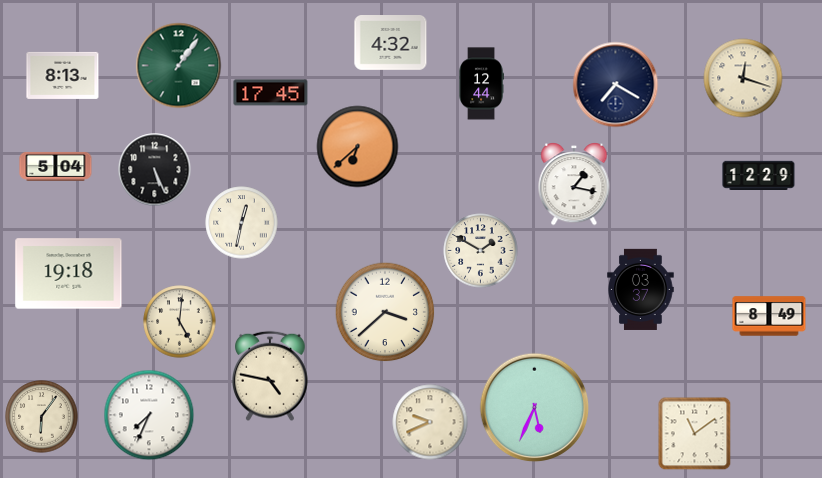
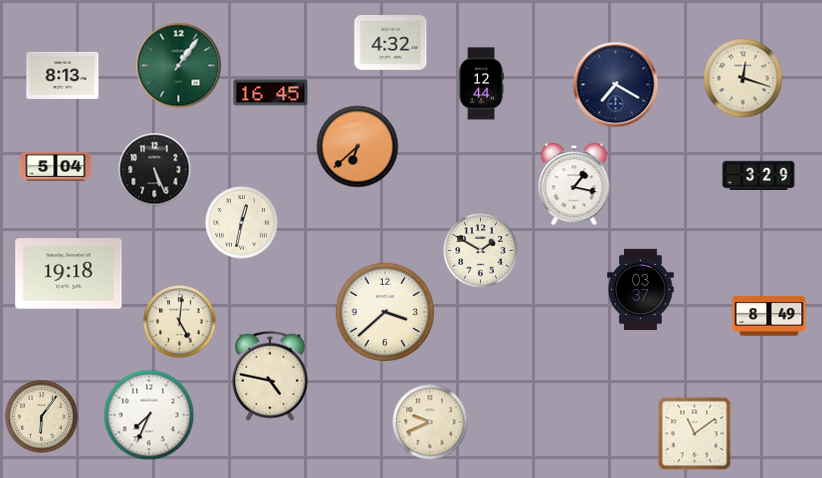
clock at (271, 93): 17:45 -> 16:45
clock at (759, 175): 12:29 -> 3:29
clock at (535, 408): 5:34 -> none
